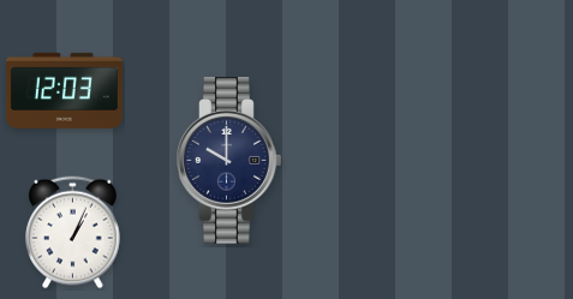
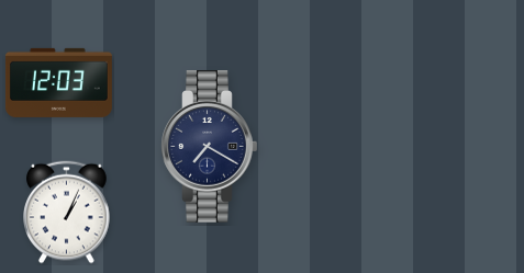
clock at (229, 161): 10:00 -> 7:20
